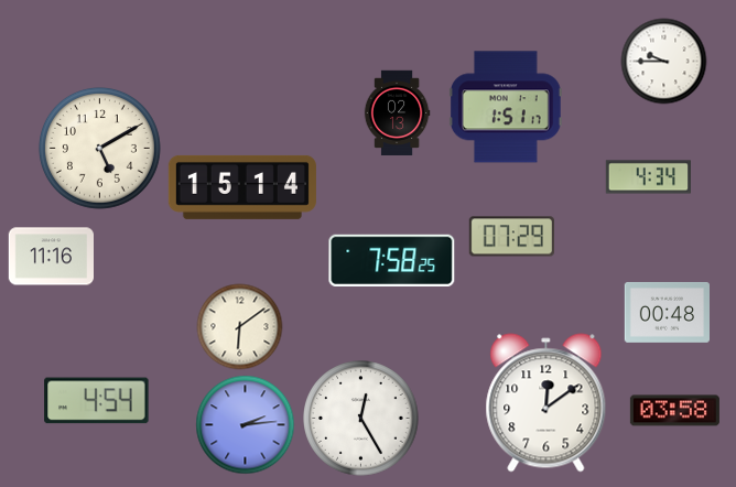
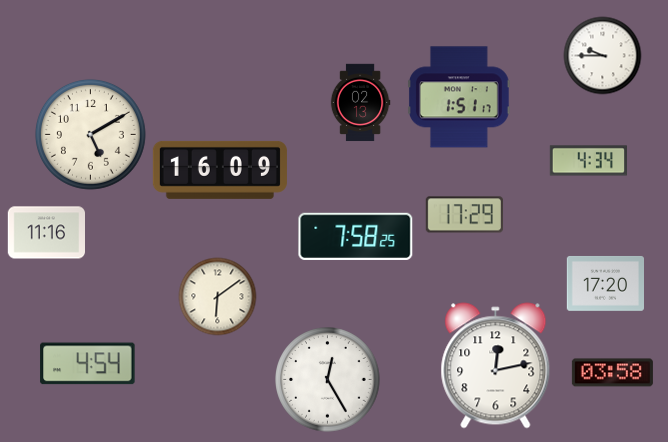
clock at (242, 187): 15:14 -> 16:09
clock at (511, 237): 07:29 -> 17:29
clock at (667, 313): 00:48 -> 17:20
clock at (546, 403): 12:09 -> 12:13
clock at (245, 424): 2:14 -> none
